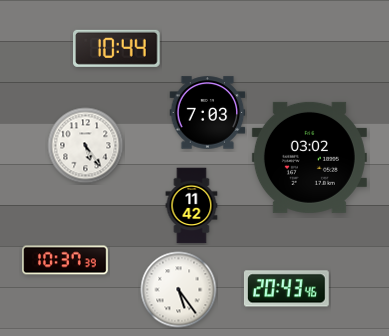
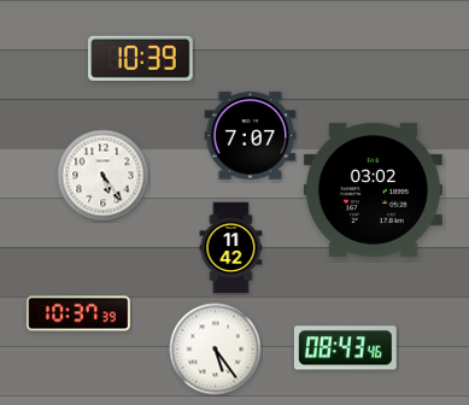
clock at (117, 48): 10:44 -> 10:39
clock at (208, 113): 7:03 -> 7:07
clock at (286, 289): 20:43 -> 08:43
